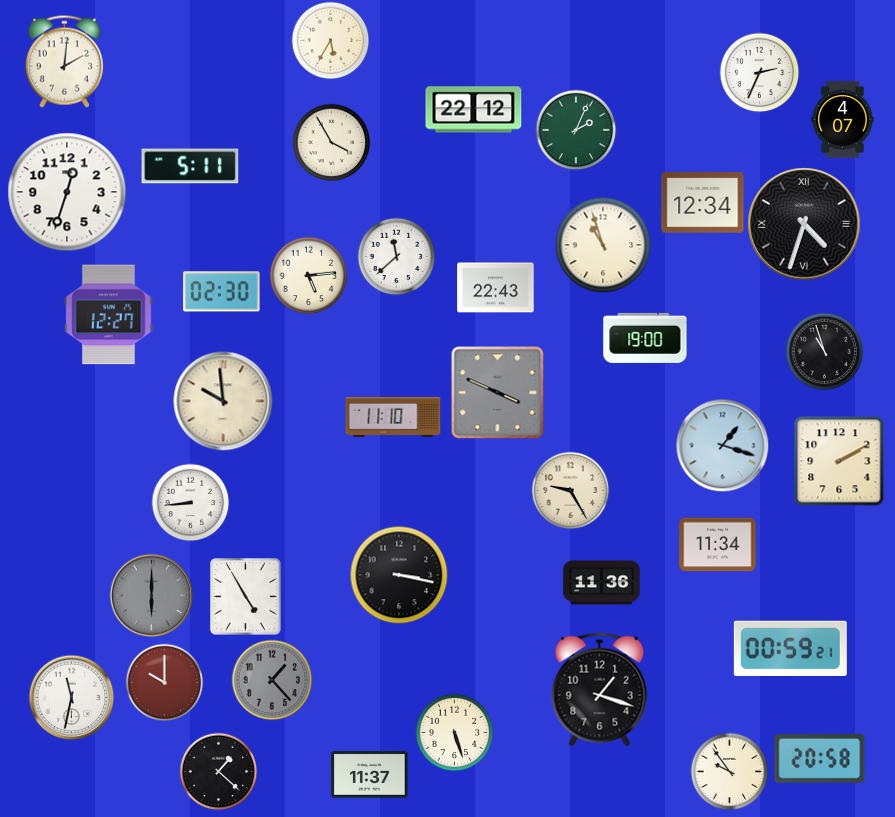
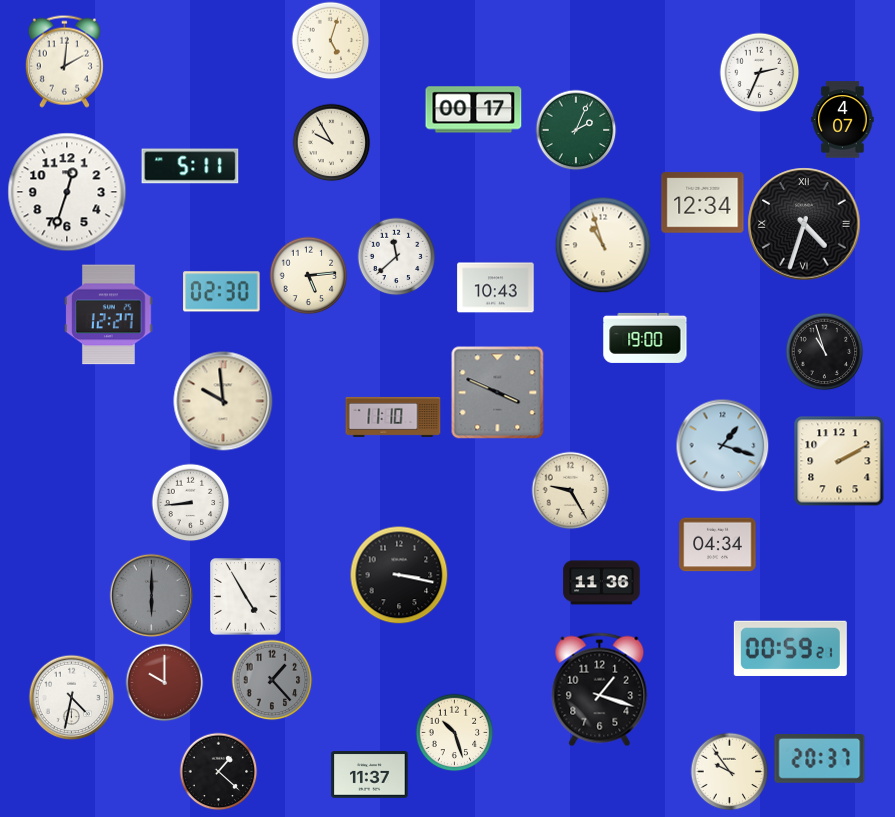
clock at (330, 40): 5:35 -> 5:03
clock at (474, 110): 22:12 -> 00:17
clock at (331, 142): 3:55 -> 9:55
clock at (496, 288): 22:43 -> 10:43
clock at (718, 545): 11:34 -> 04:34
clock at (71, 697): 11:32 -> 4:32
clock at (454, 732): 5:27 -> 10:27
clock at (820, 759): 20:58 -> 20:37
